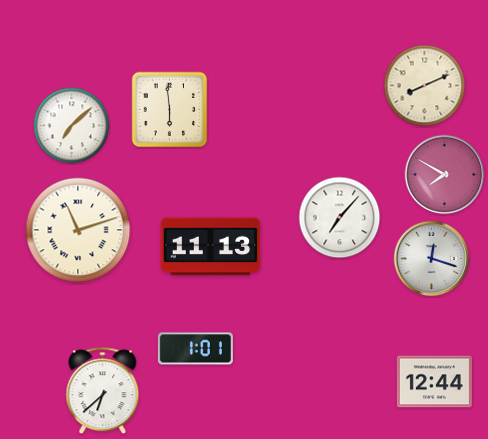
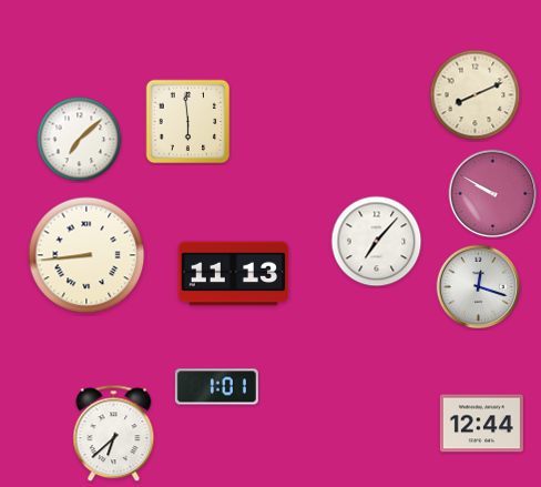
clock at (425, 86) position: (425, 86) -> (476, 95)
clock at (445, 175): 7:50 -> 9:50
clock at (78, 230): 11:12 -> 8:44
